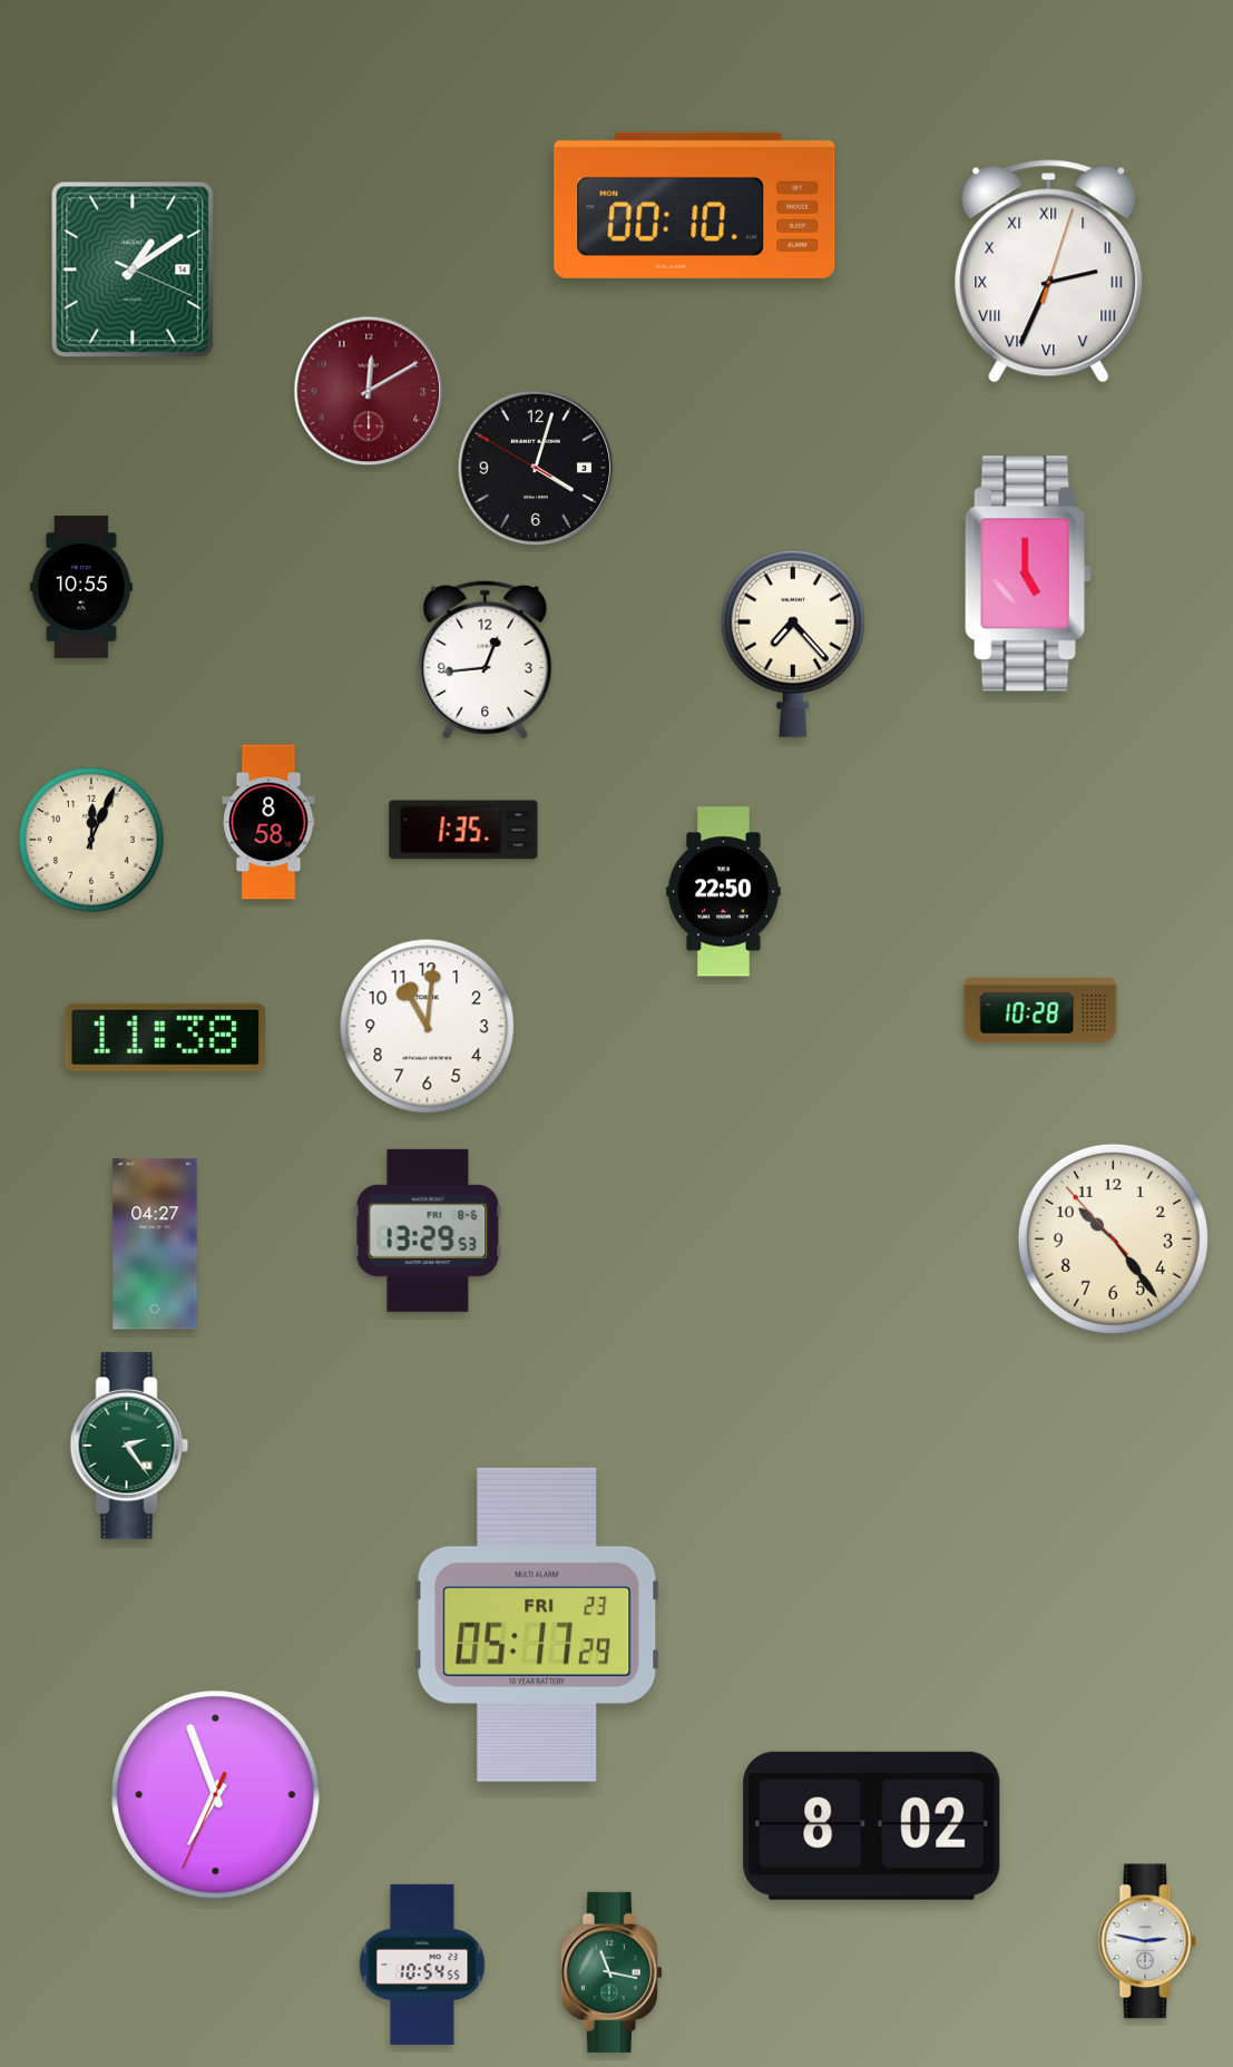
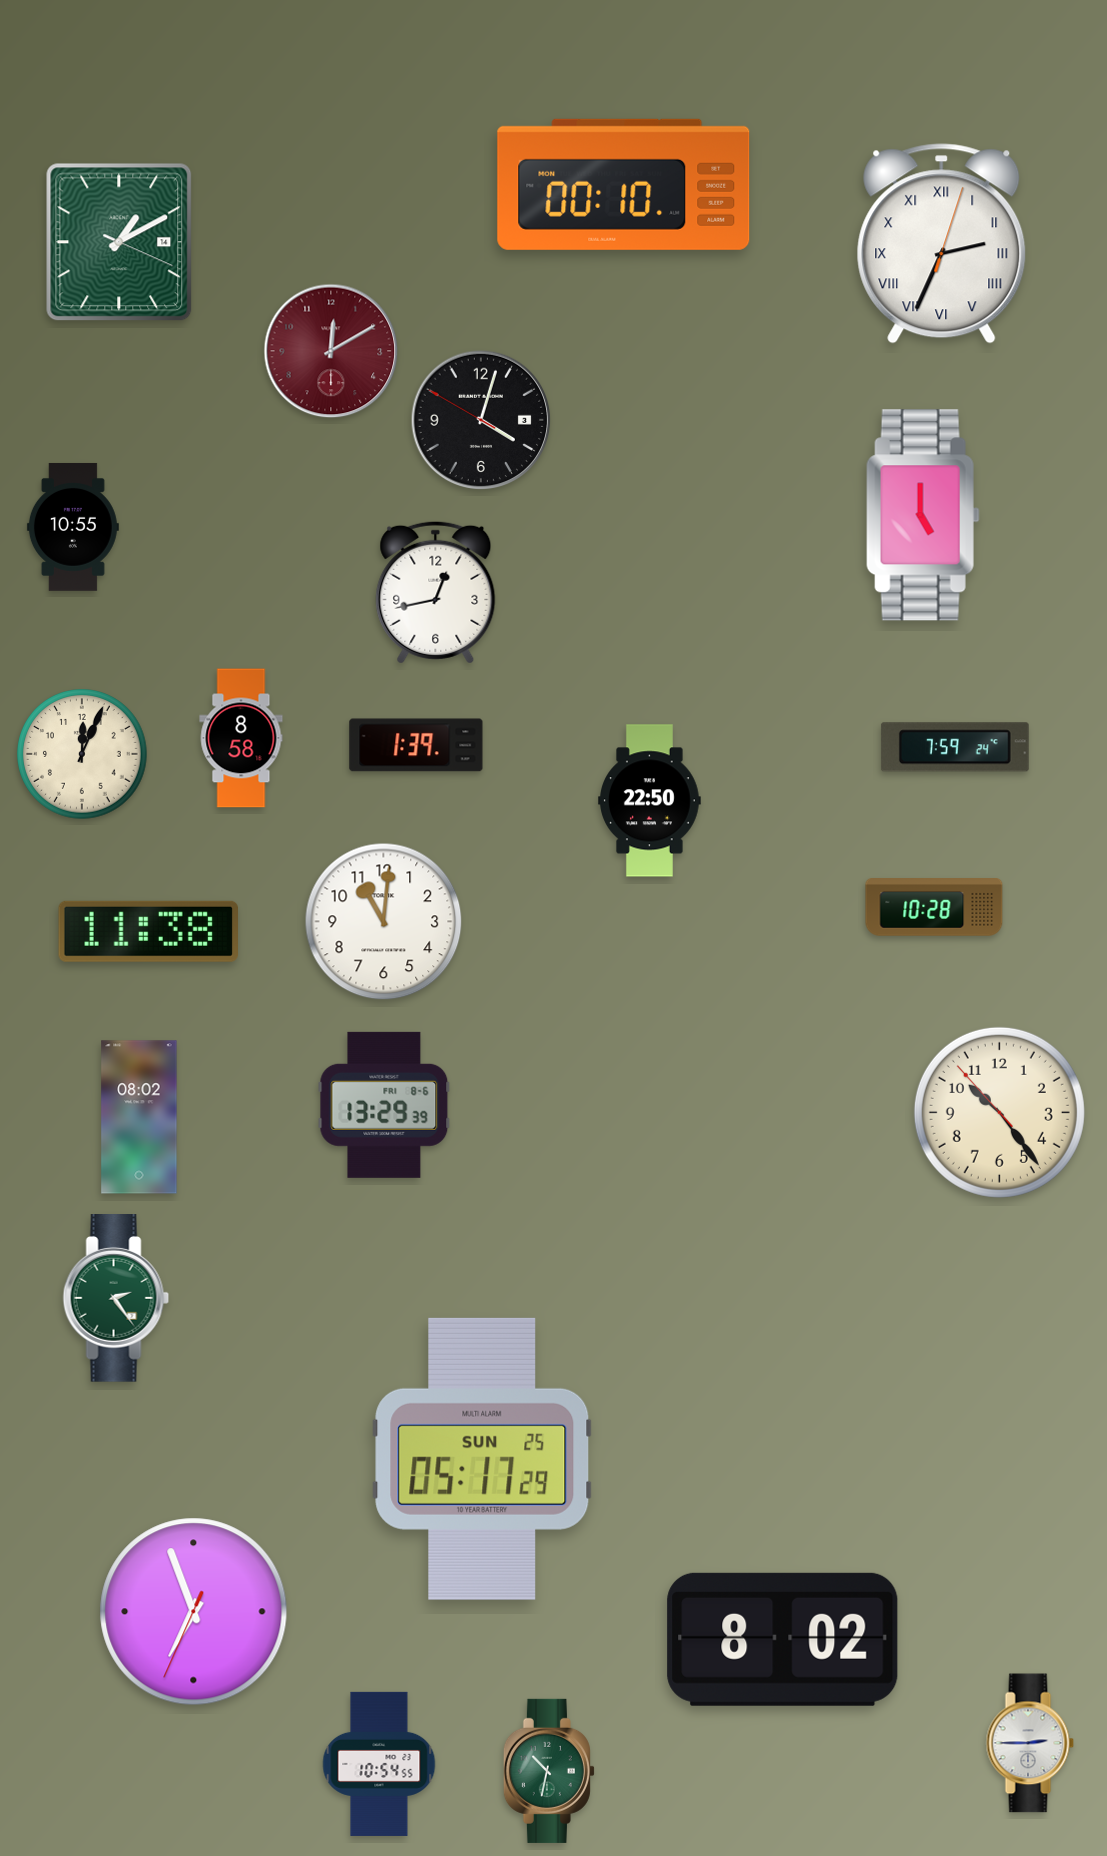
clock at (133, 270): 1:09 -> 1:10
clock at (793, 644): 7:23 -> none
clock at (486, 659): 12:44 -> 12:43
clock at (463, 830): 1:35 -> 1:39
clock at (955, 747): none -> 7:59
clock at (428, 1231): 13:29:53 -> 13:29:39
clock at (155, 1244): 04:27 -> 08:02
clock at (537, 1625) date: FRI 23 -> SUN 25
clock at (1147, 1941): 2:47 -> 2:45
clock at (611, 1972): 11:17 -> 10:32
